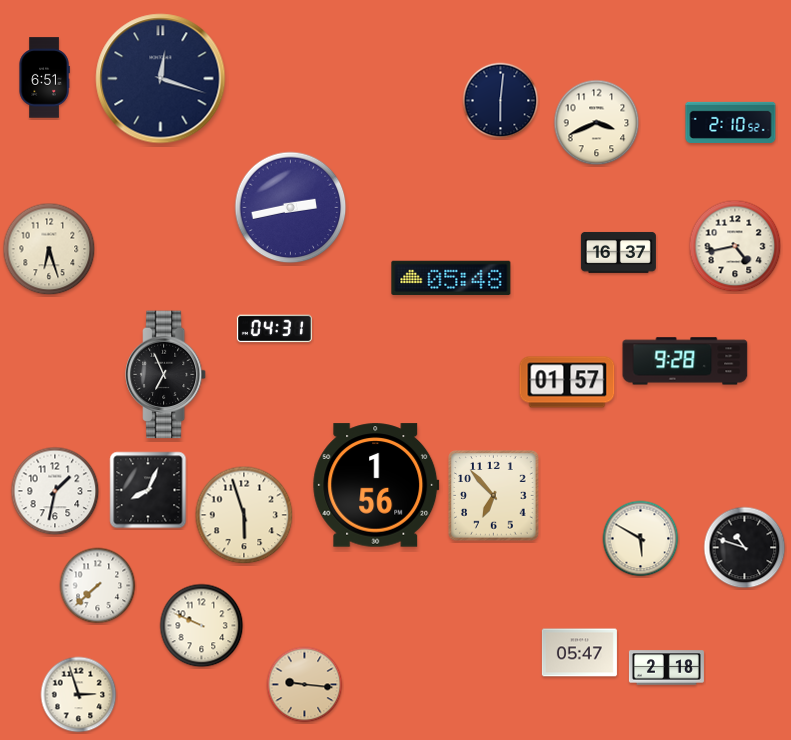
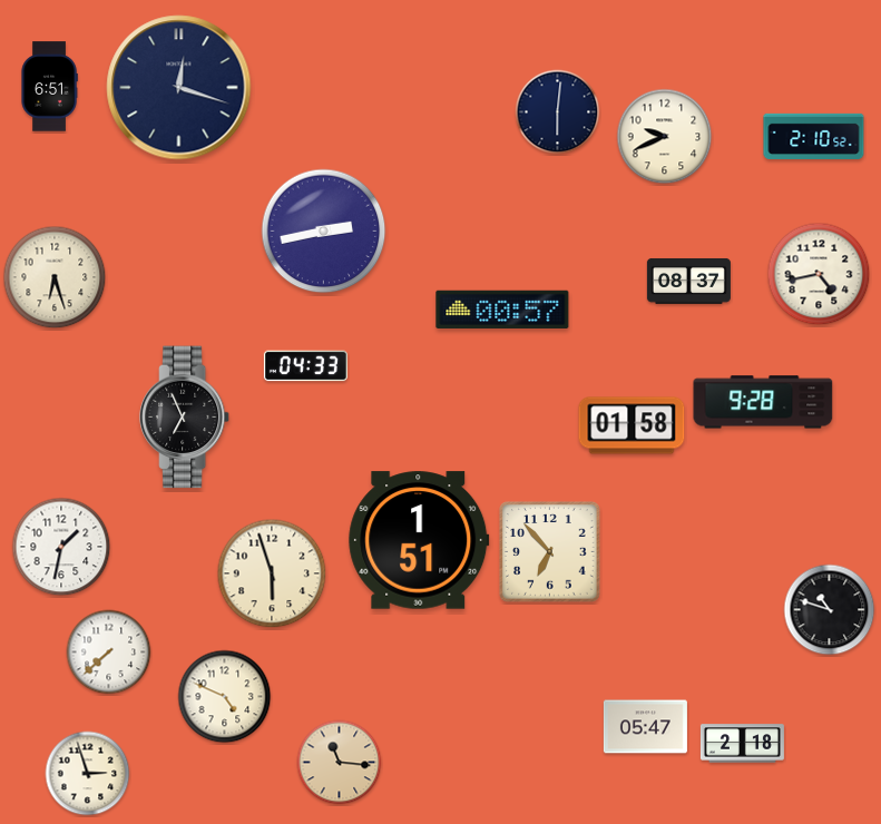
clock at (597, 123): 3:41 -> 9:41
clock at (618, 252): 16:37 -> 08:37
clock at (451, 278): 05:48 -> 00:57
clock at (274, 329): 04:31 -> 04:33
clock at (567, 382): 01:57 -> 01:58
clock at (376, 485): 1:56 -> 1:51
clock at (148, 490): 8:04 -> none
clock at (641, 539): 5:50 -> none
clock at (202, 626): 9:49 -> 4:49
clock at (305, 685): 9:16 -> 11:16
